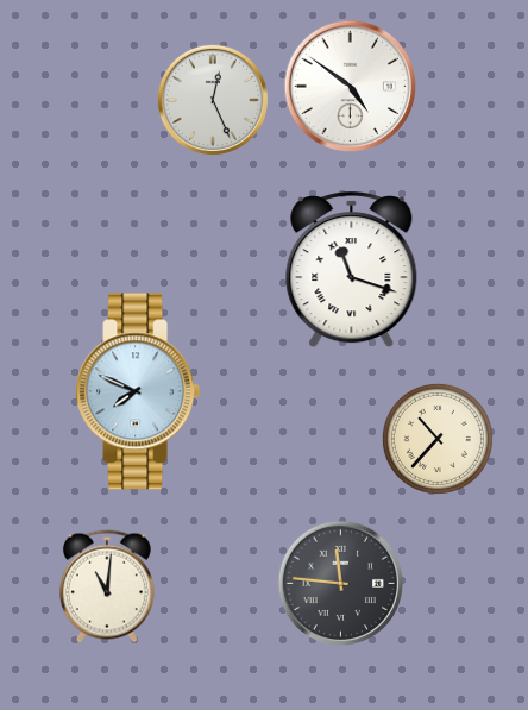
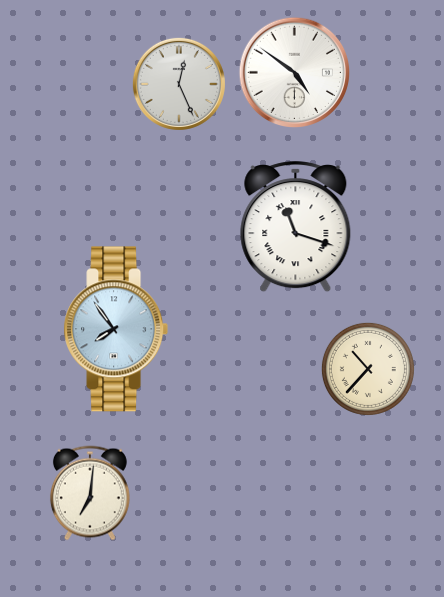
clock at (138, 391): 7:49 -> 7:54
clock at (340, 583): 11:46 -> none
clock at (107, 586): 11:01 -> 7:01
